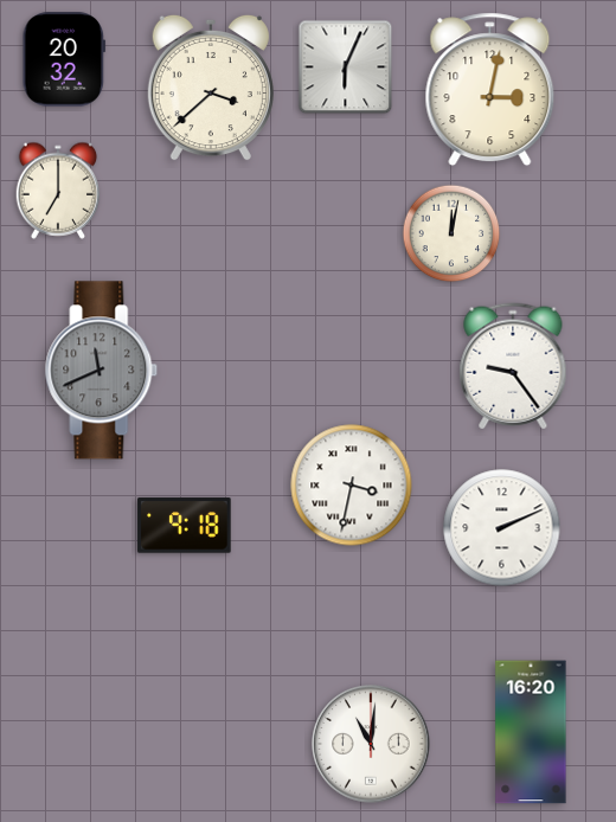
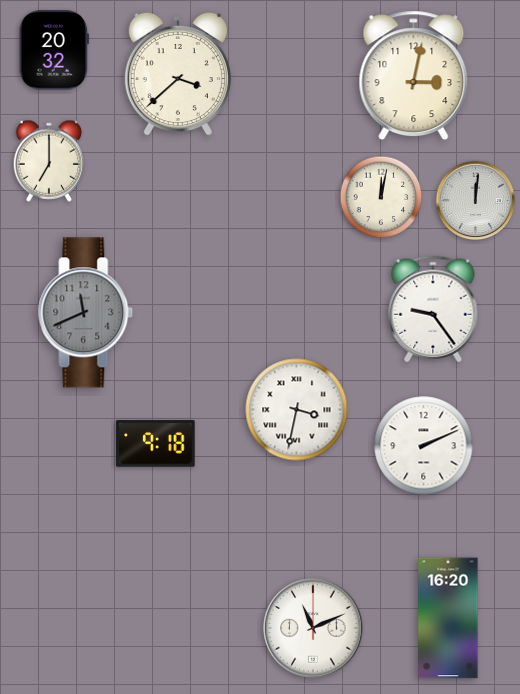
clock at (346, 68): 6:04 -> none
clock at (476, 201): none -> 12:01
clock at (371, 744): 11:01 -> 11:11
